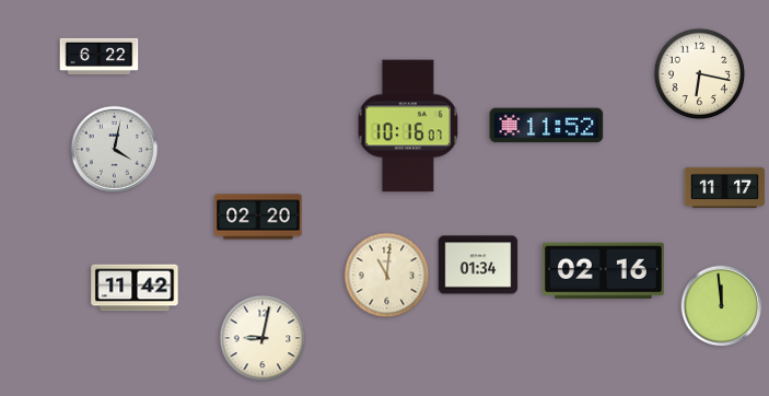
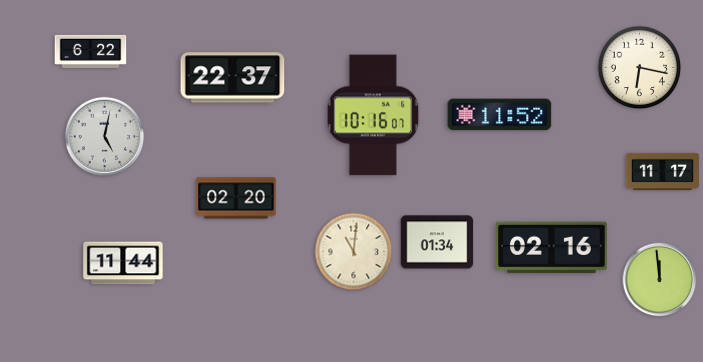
clock at (233, 78): none -> 22:37
clock at (115, 150): 4:02 -> 5:02
clock at (135, 288): 11:42 -> 11:44
clock at (263, 338): 9:02 -> none
